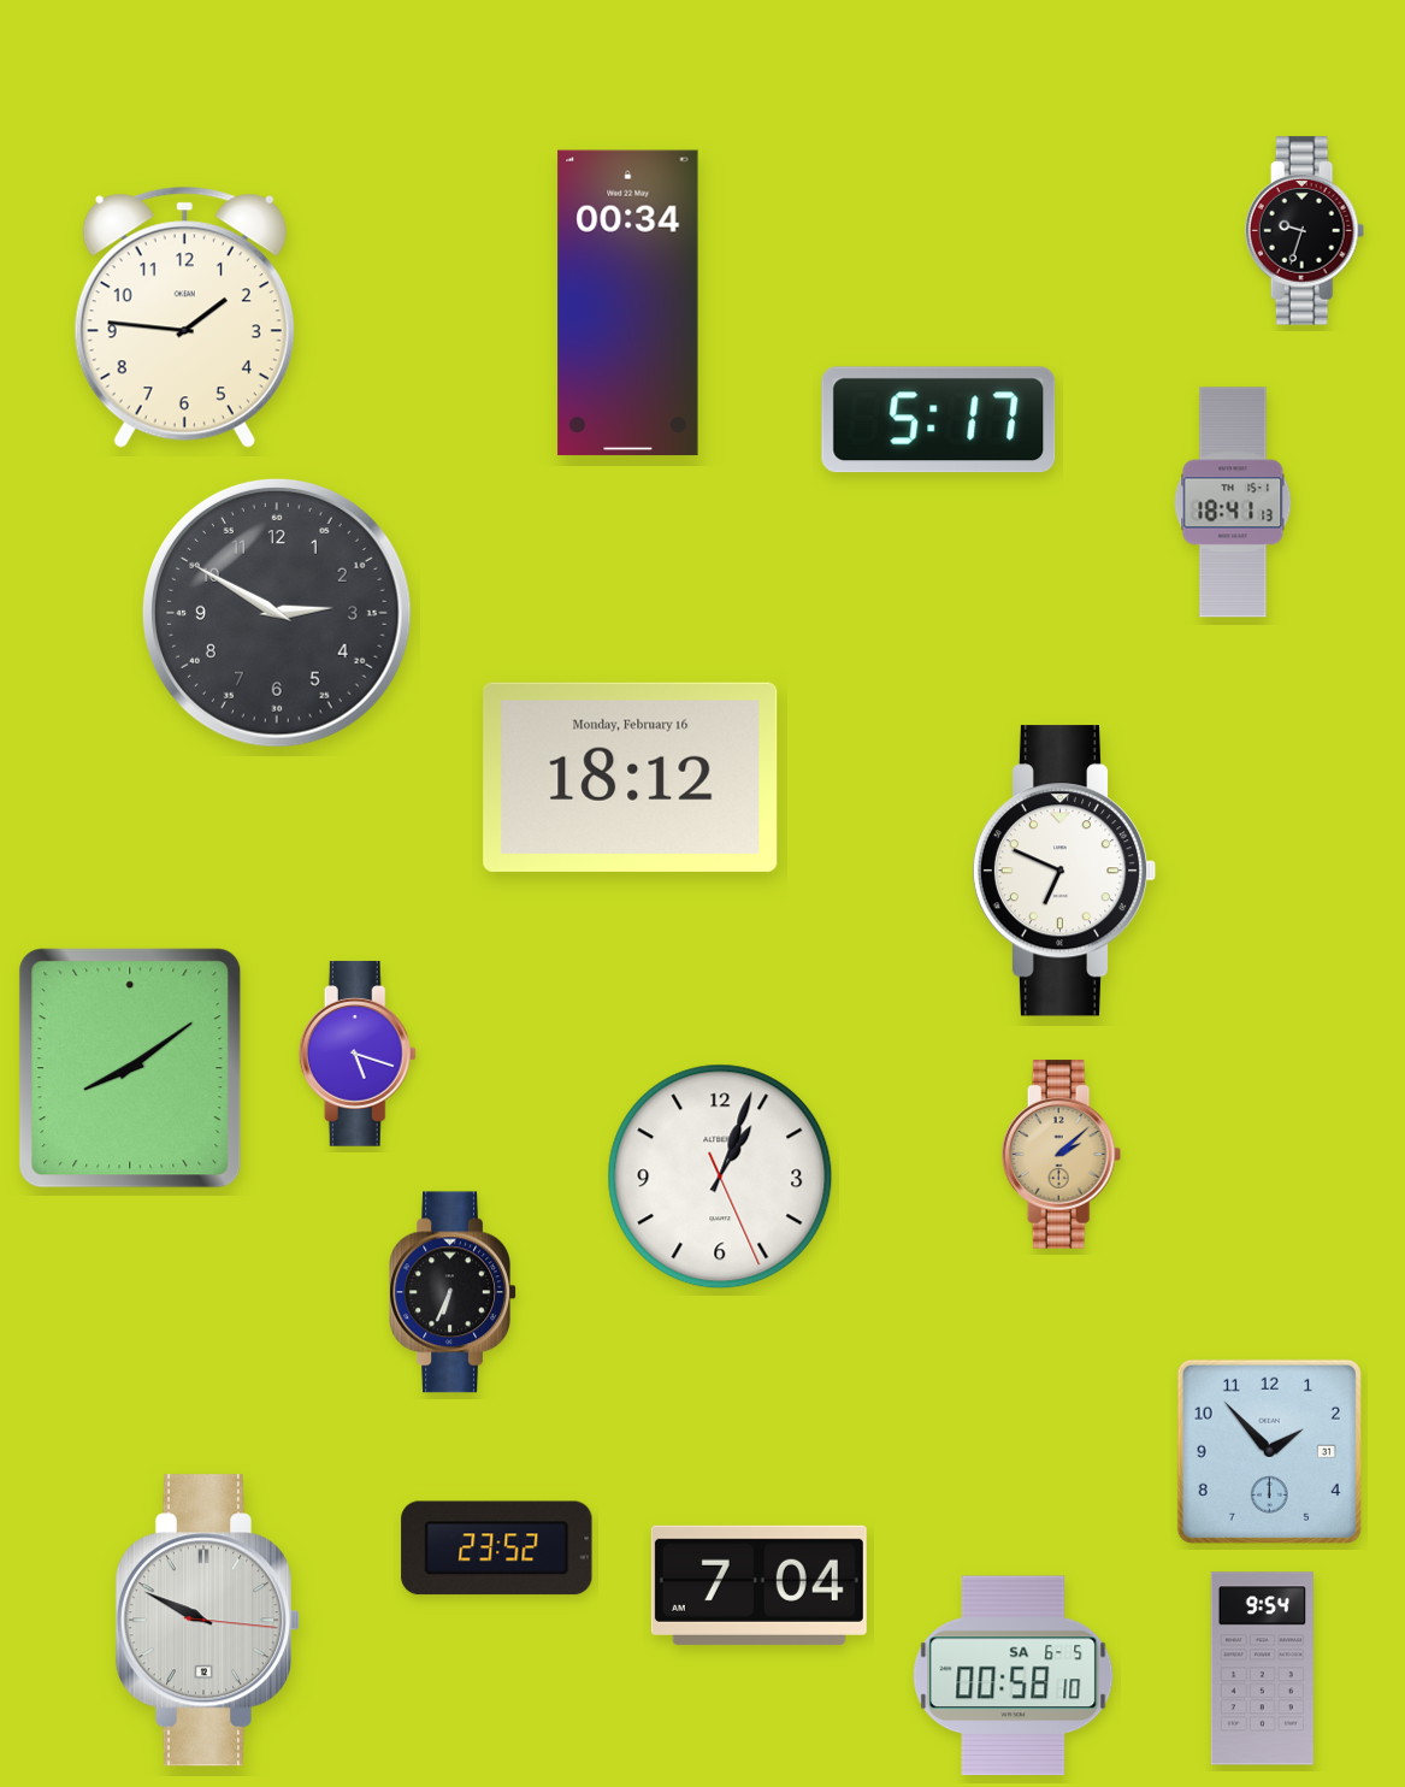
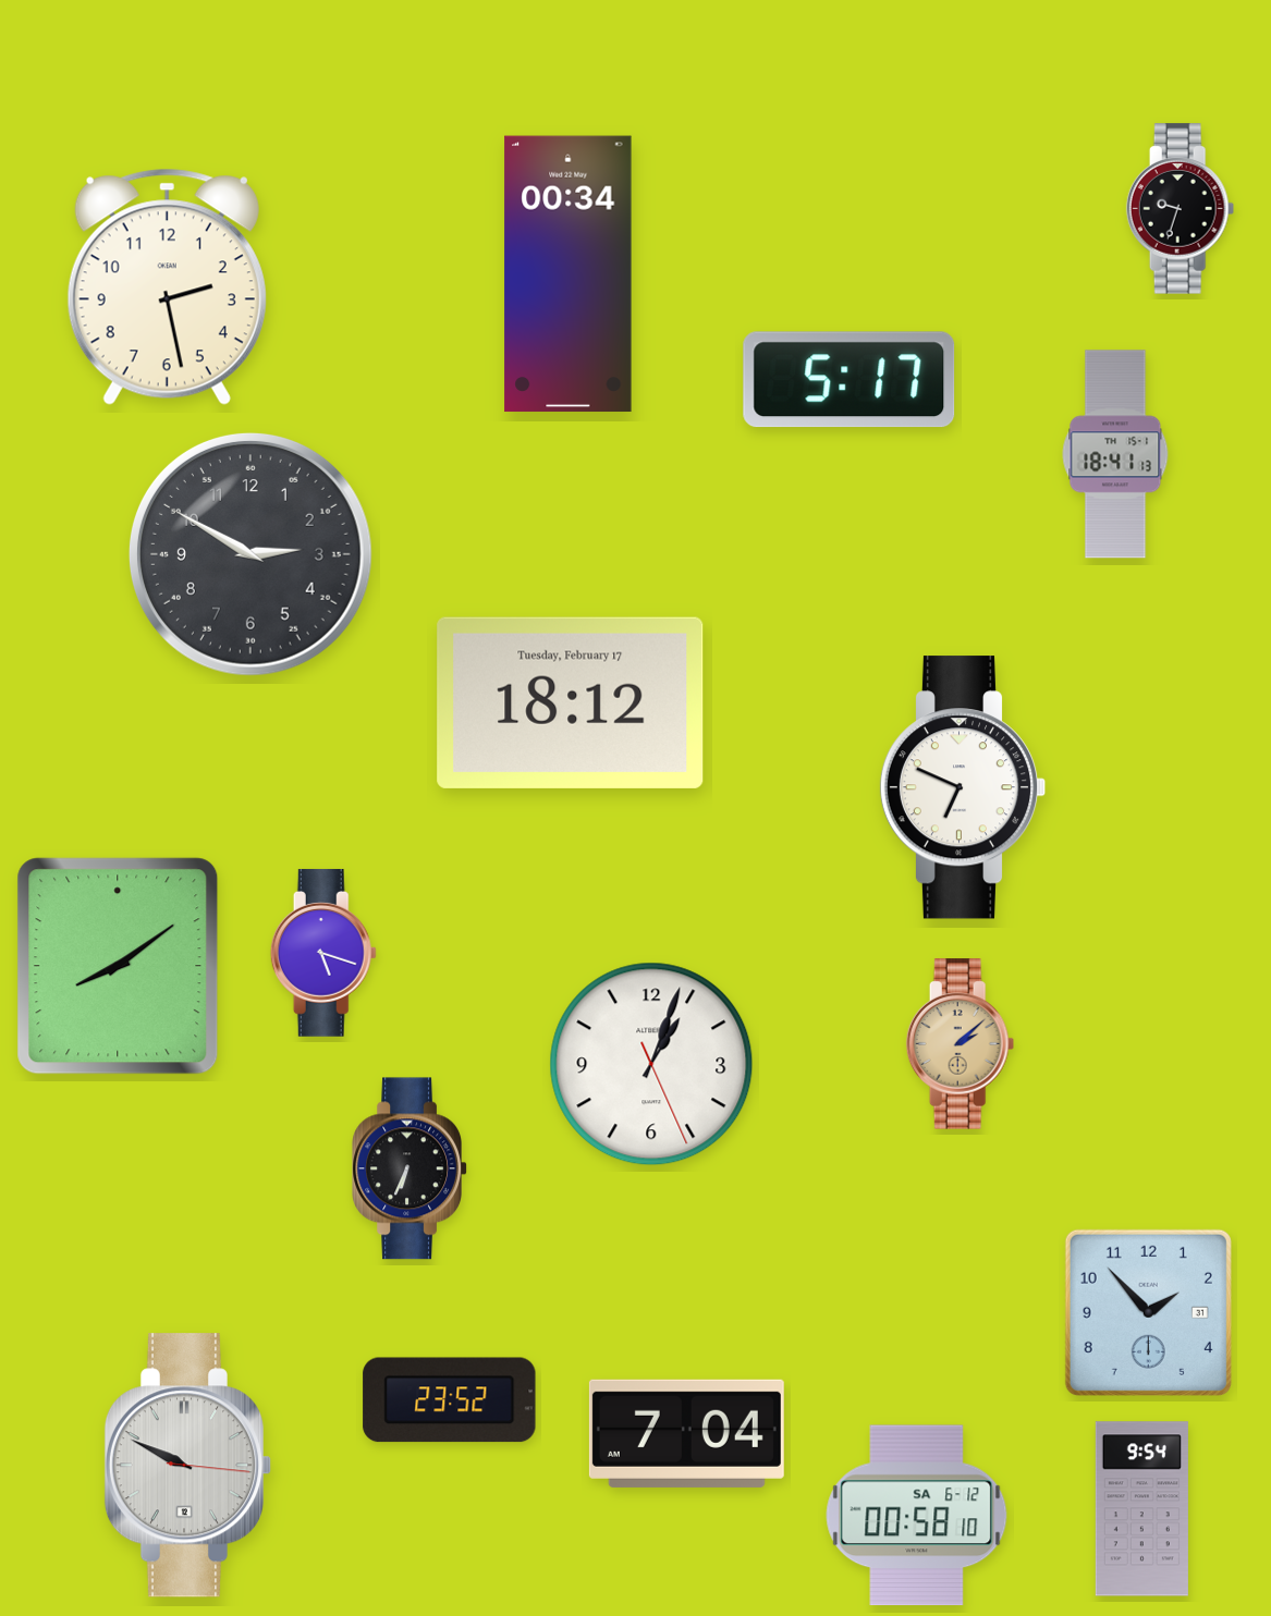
clock at (184, 317): 1:46 -> 2:28
clock at (631, 777) date: Monday, February 16 -> Tuesday, February 17
clock at (1014, 1676) date: SA 6-5 -> SA 6-12
